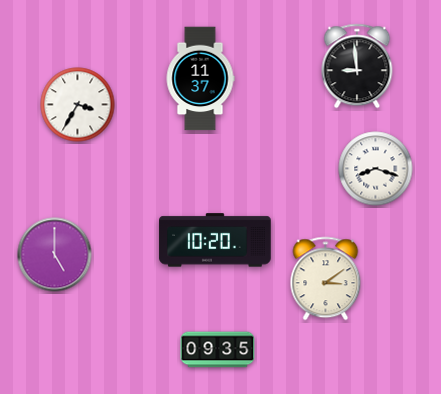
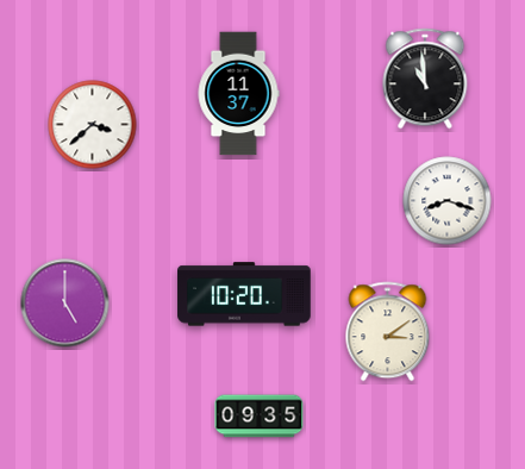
clock at (357, 66): 8:59 -> 10:59
clock at (78, 105): 3:35 -> 3:38
clock at (215, 240) position: (215, 240) -> (244, 294)
